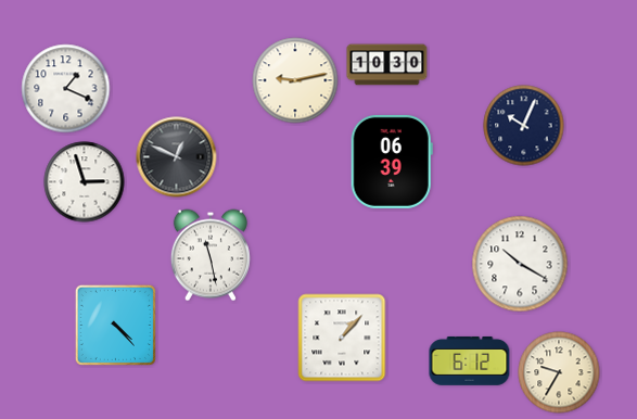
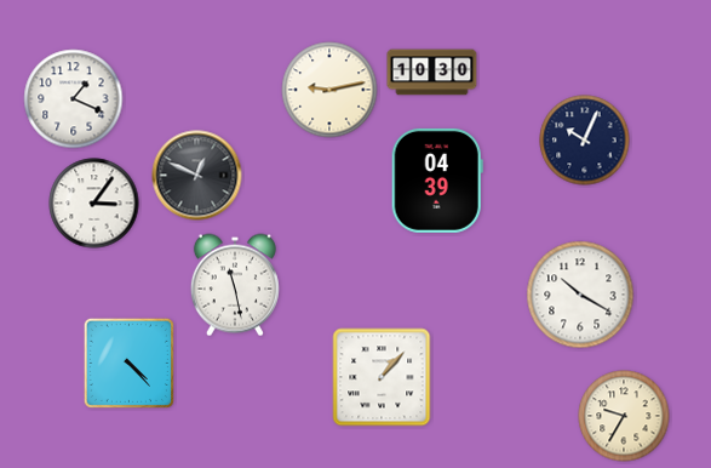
clock at (392, 162): 06:39 -> 04:39
clock at (85, 182): 2:57 -> 3:06
clock at (470, 360): 6:12 -> none
